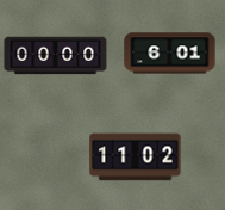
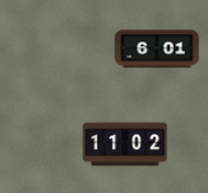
clock at (56, 56): 00:00 -> none
